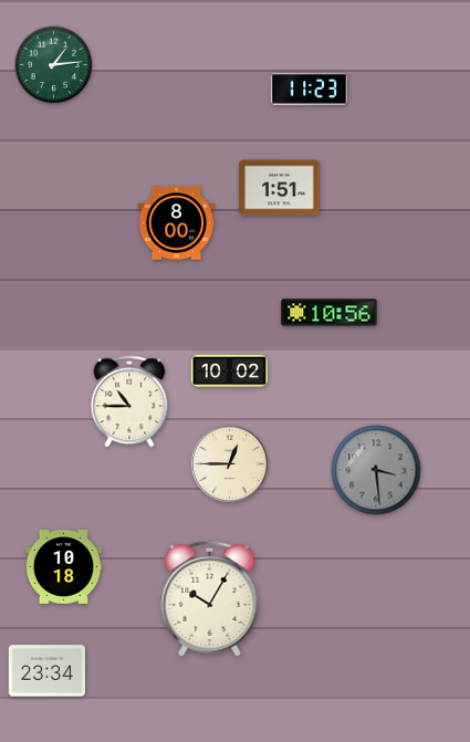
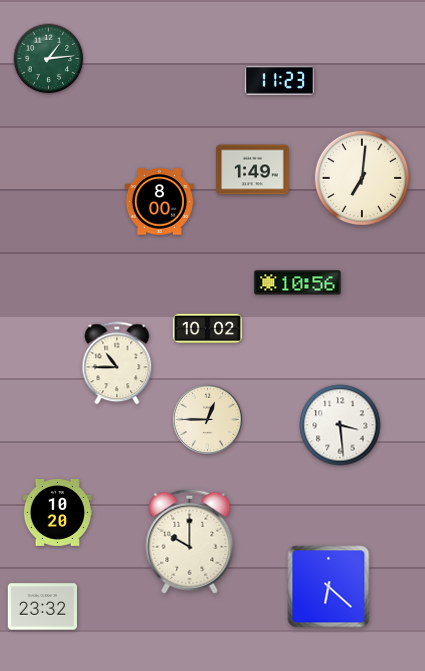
clock at (280, 188): 1:51 -> 1:49
clock at (362, 178): none -> 7:01
clock at (230, 372) position: (230, 372) -> (208, 329)
clock at (376, 470) dial: grey -> white
clock at (64, 567): 10:18 -> 10:20
clock at (210, 598): 10:05 -> 10:00
clock at (329, 587): none -> 6:22
clock at (46, 671): 23:34 -> 23:32
